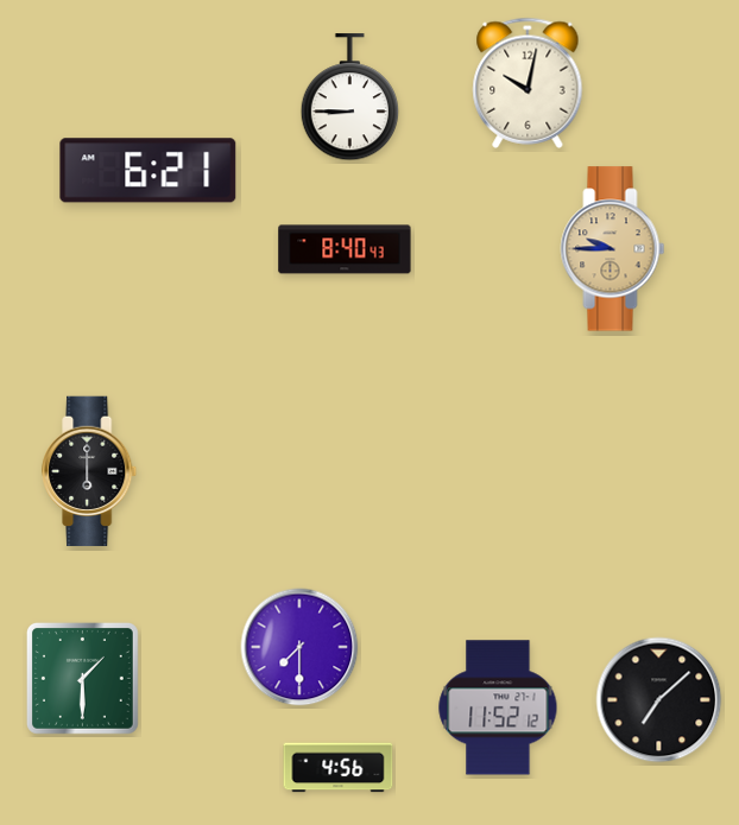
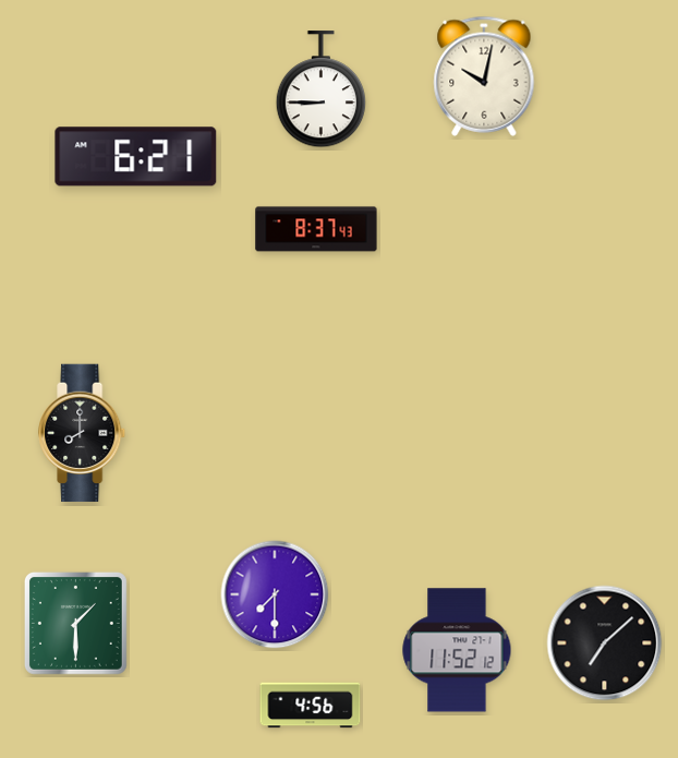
clock at (345, 249): 8:40 -> 8:37
clock at (613, 249): 9:45 -> none
clock at (90, 471): 6:00 -> 8:00
